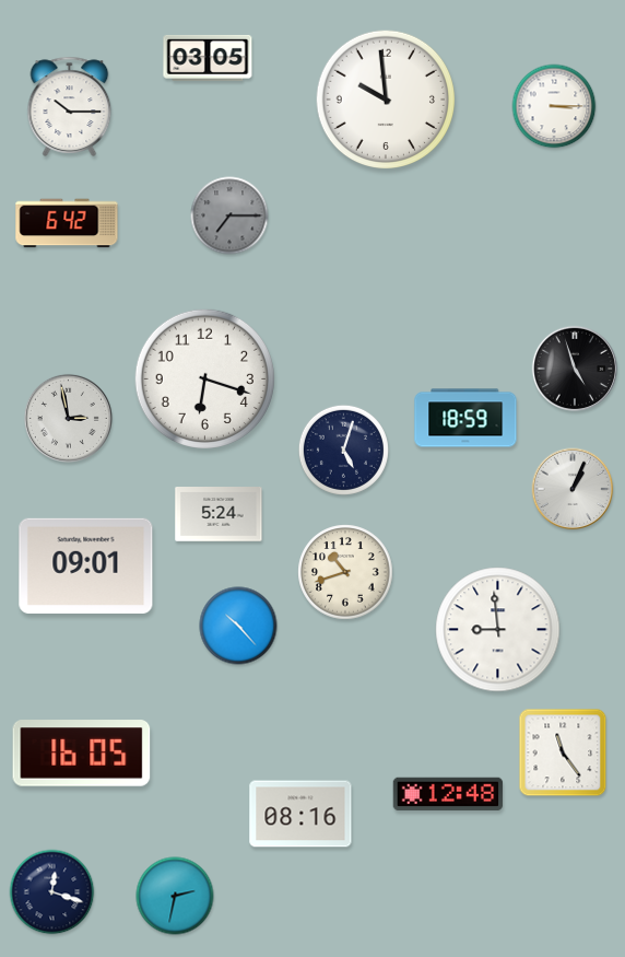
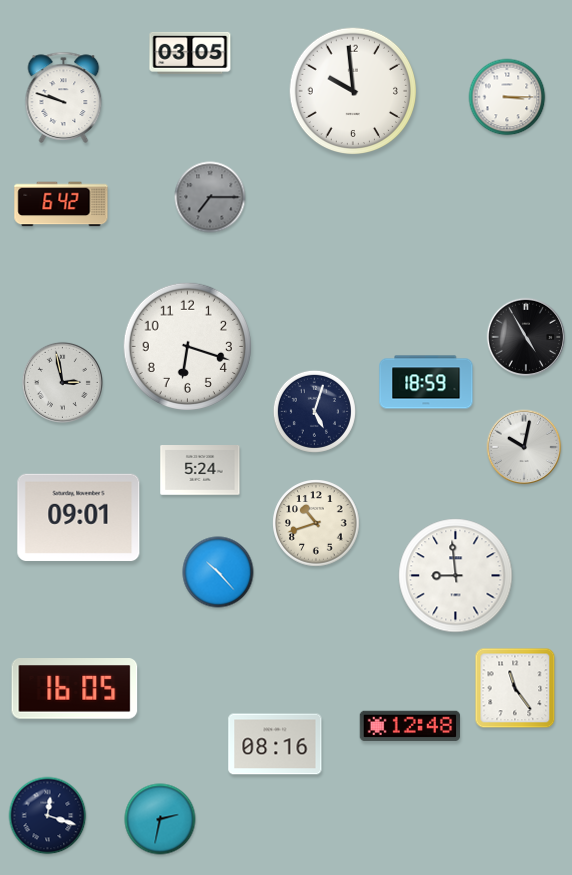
clock at (70, 106): 10:15 -> 9:48
clock at (574, 367): 4:57 -> 4:55
clock at (573, 489): 1:04 -> 10:02
